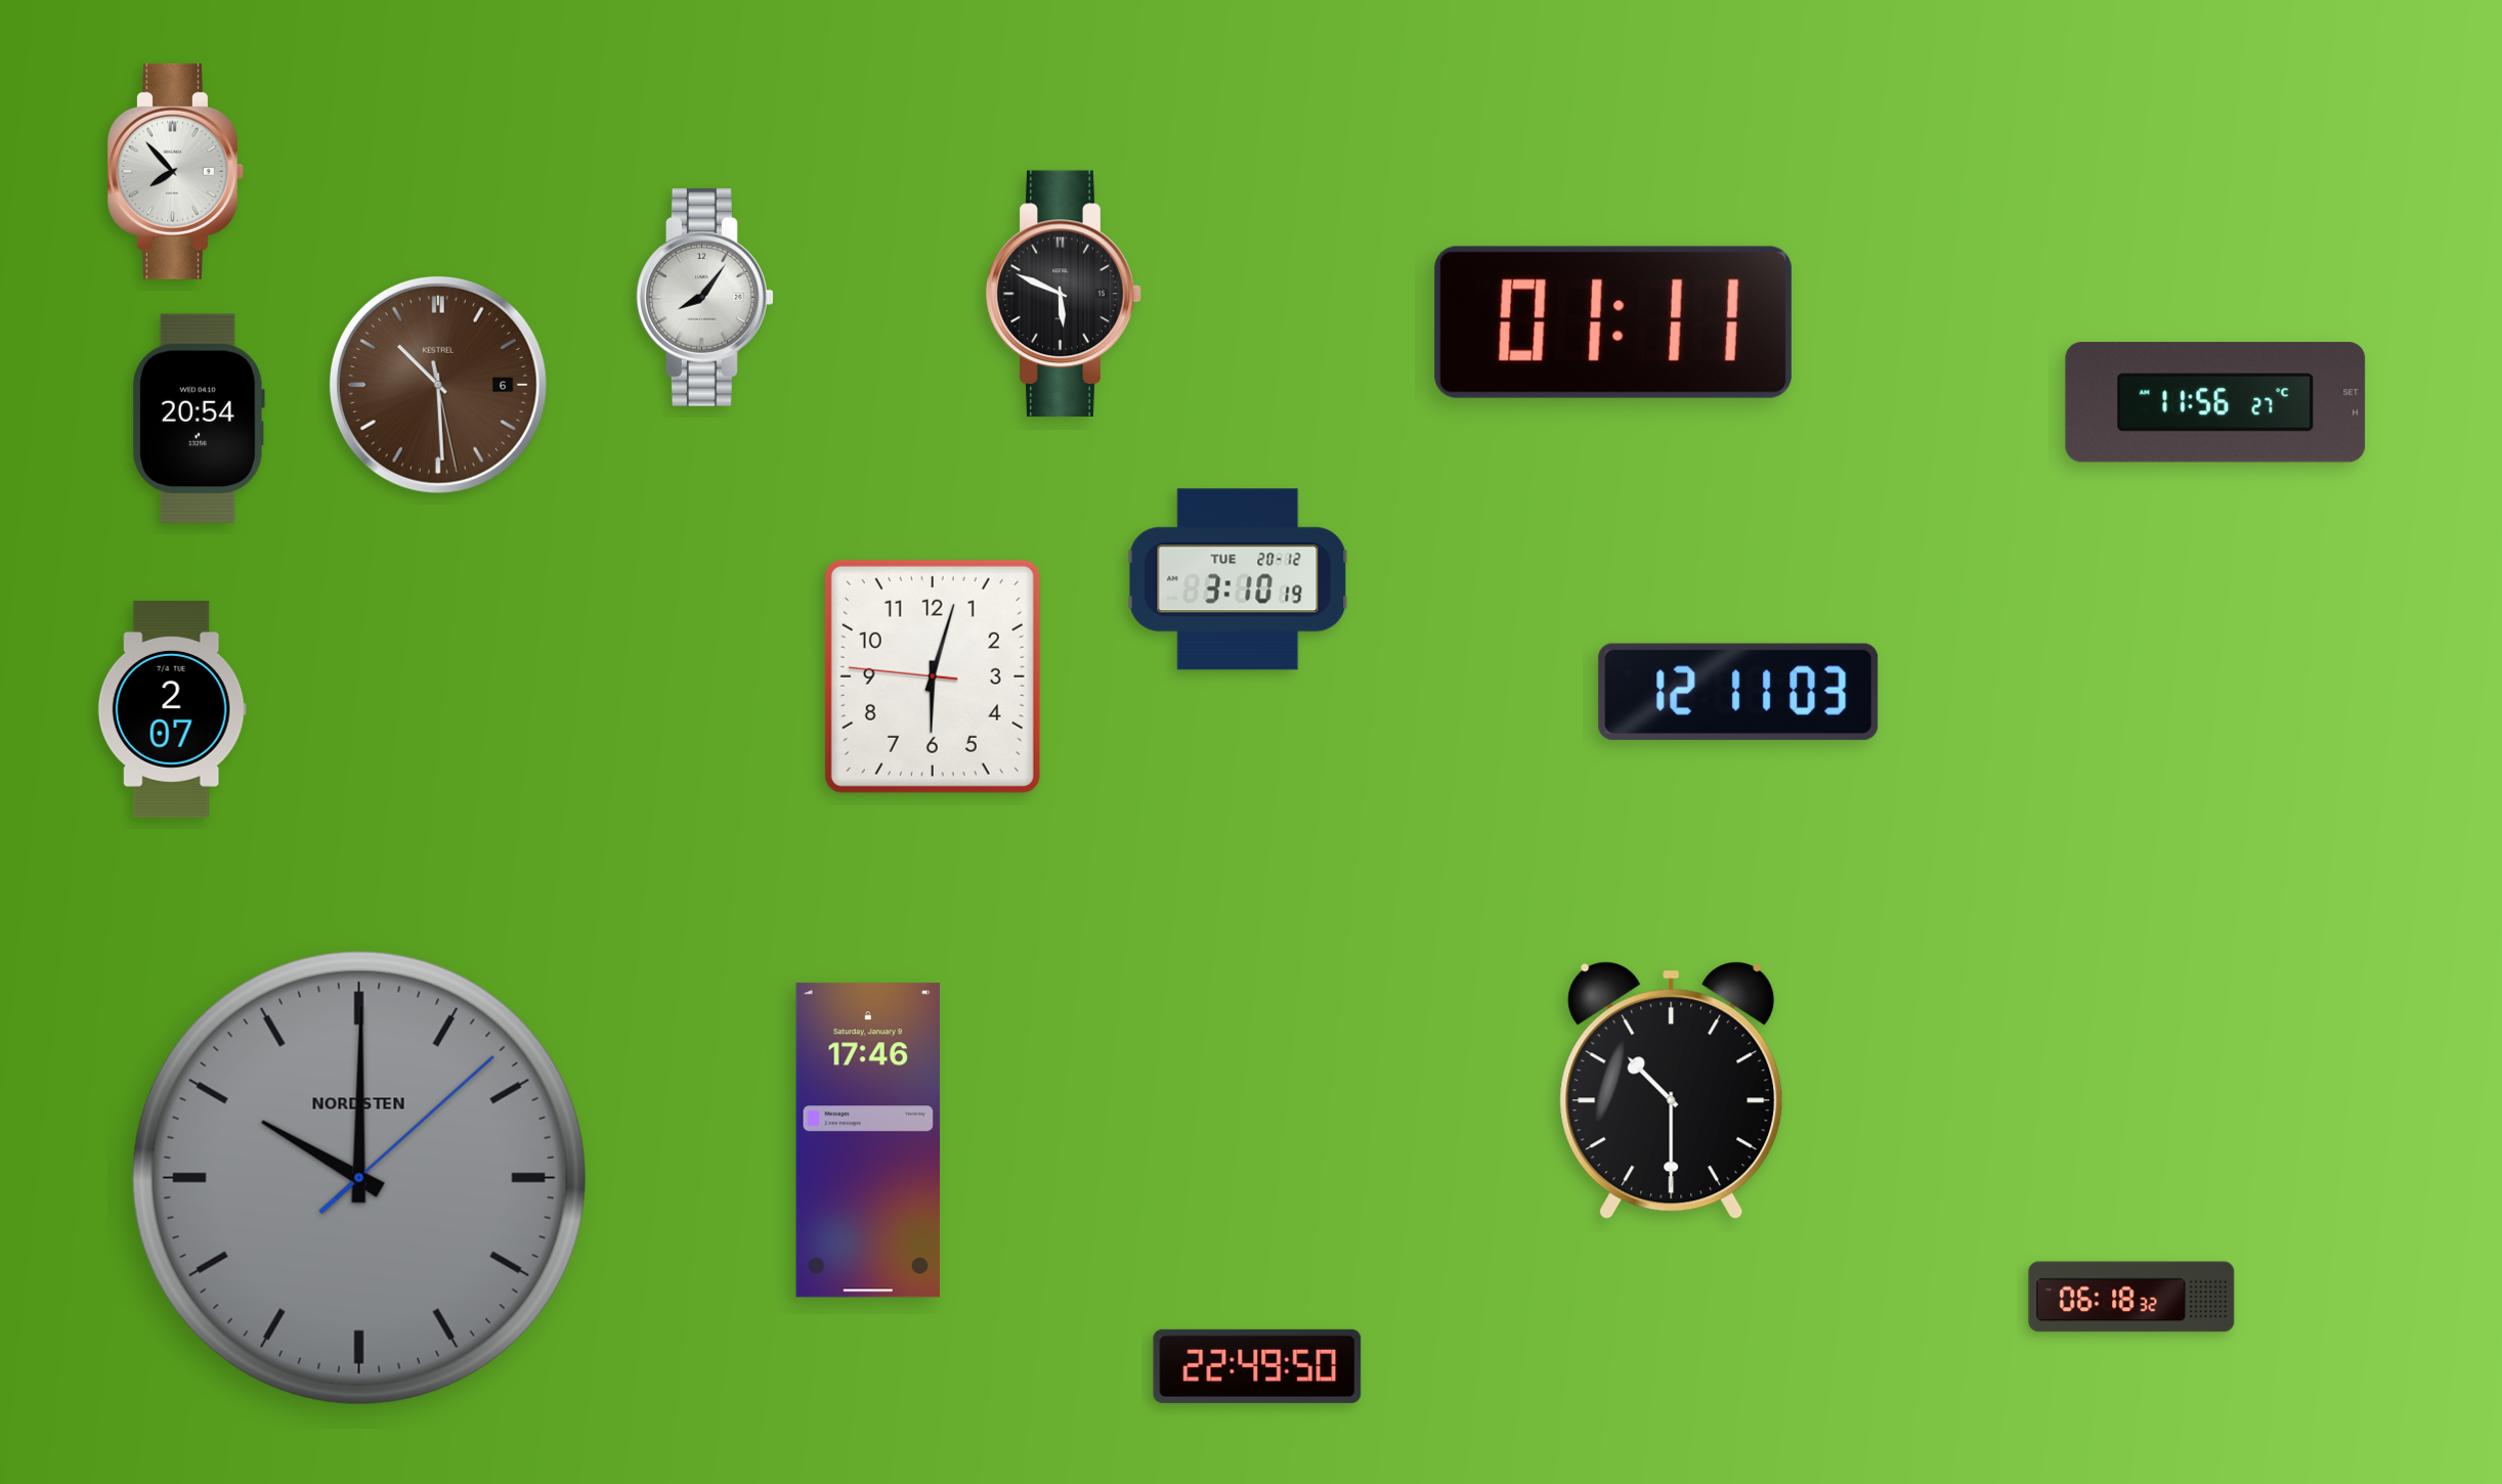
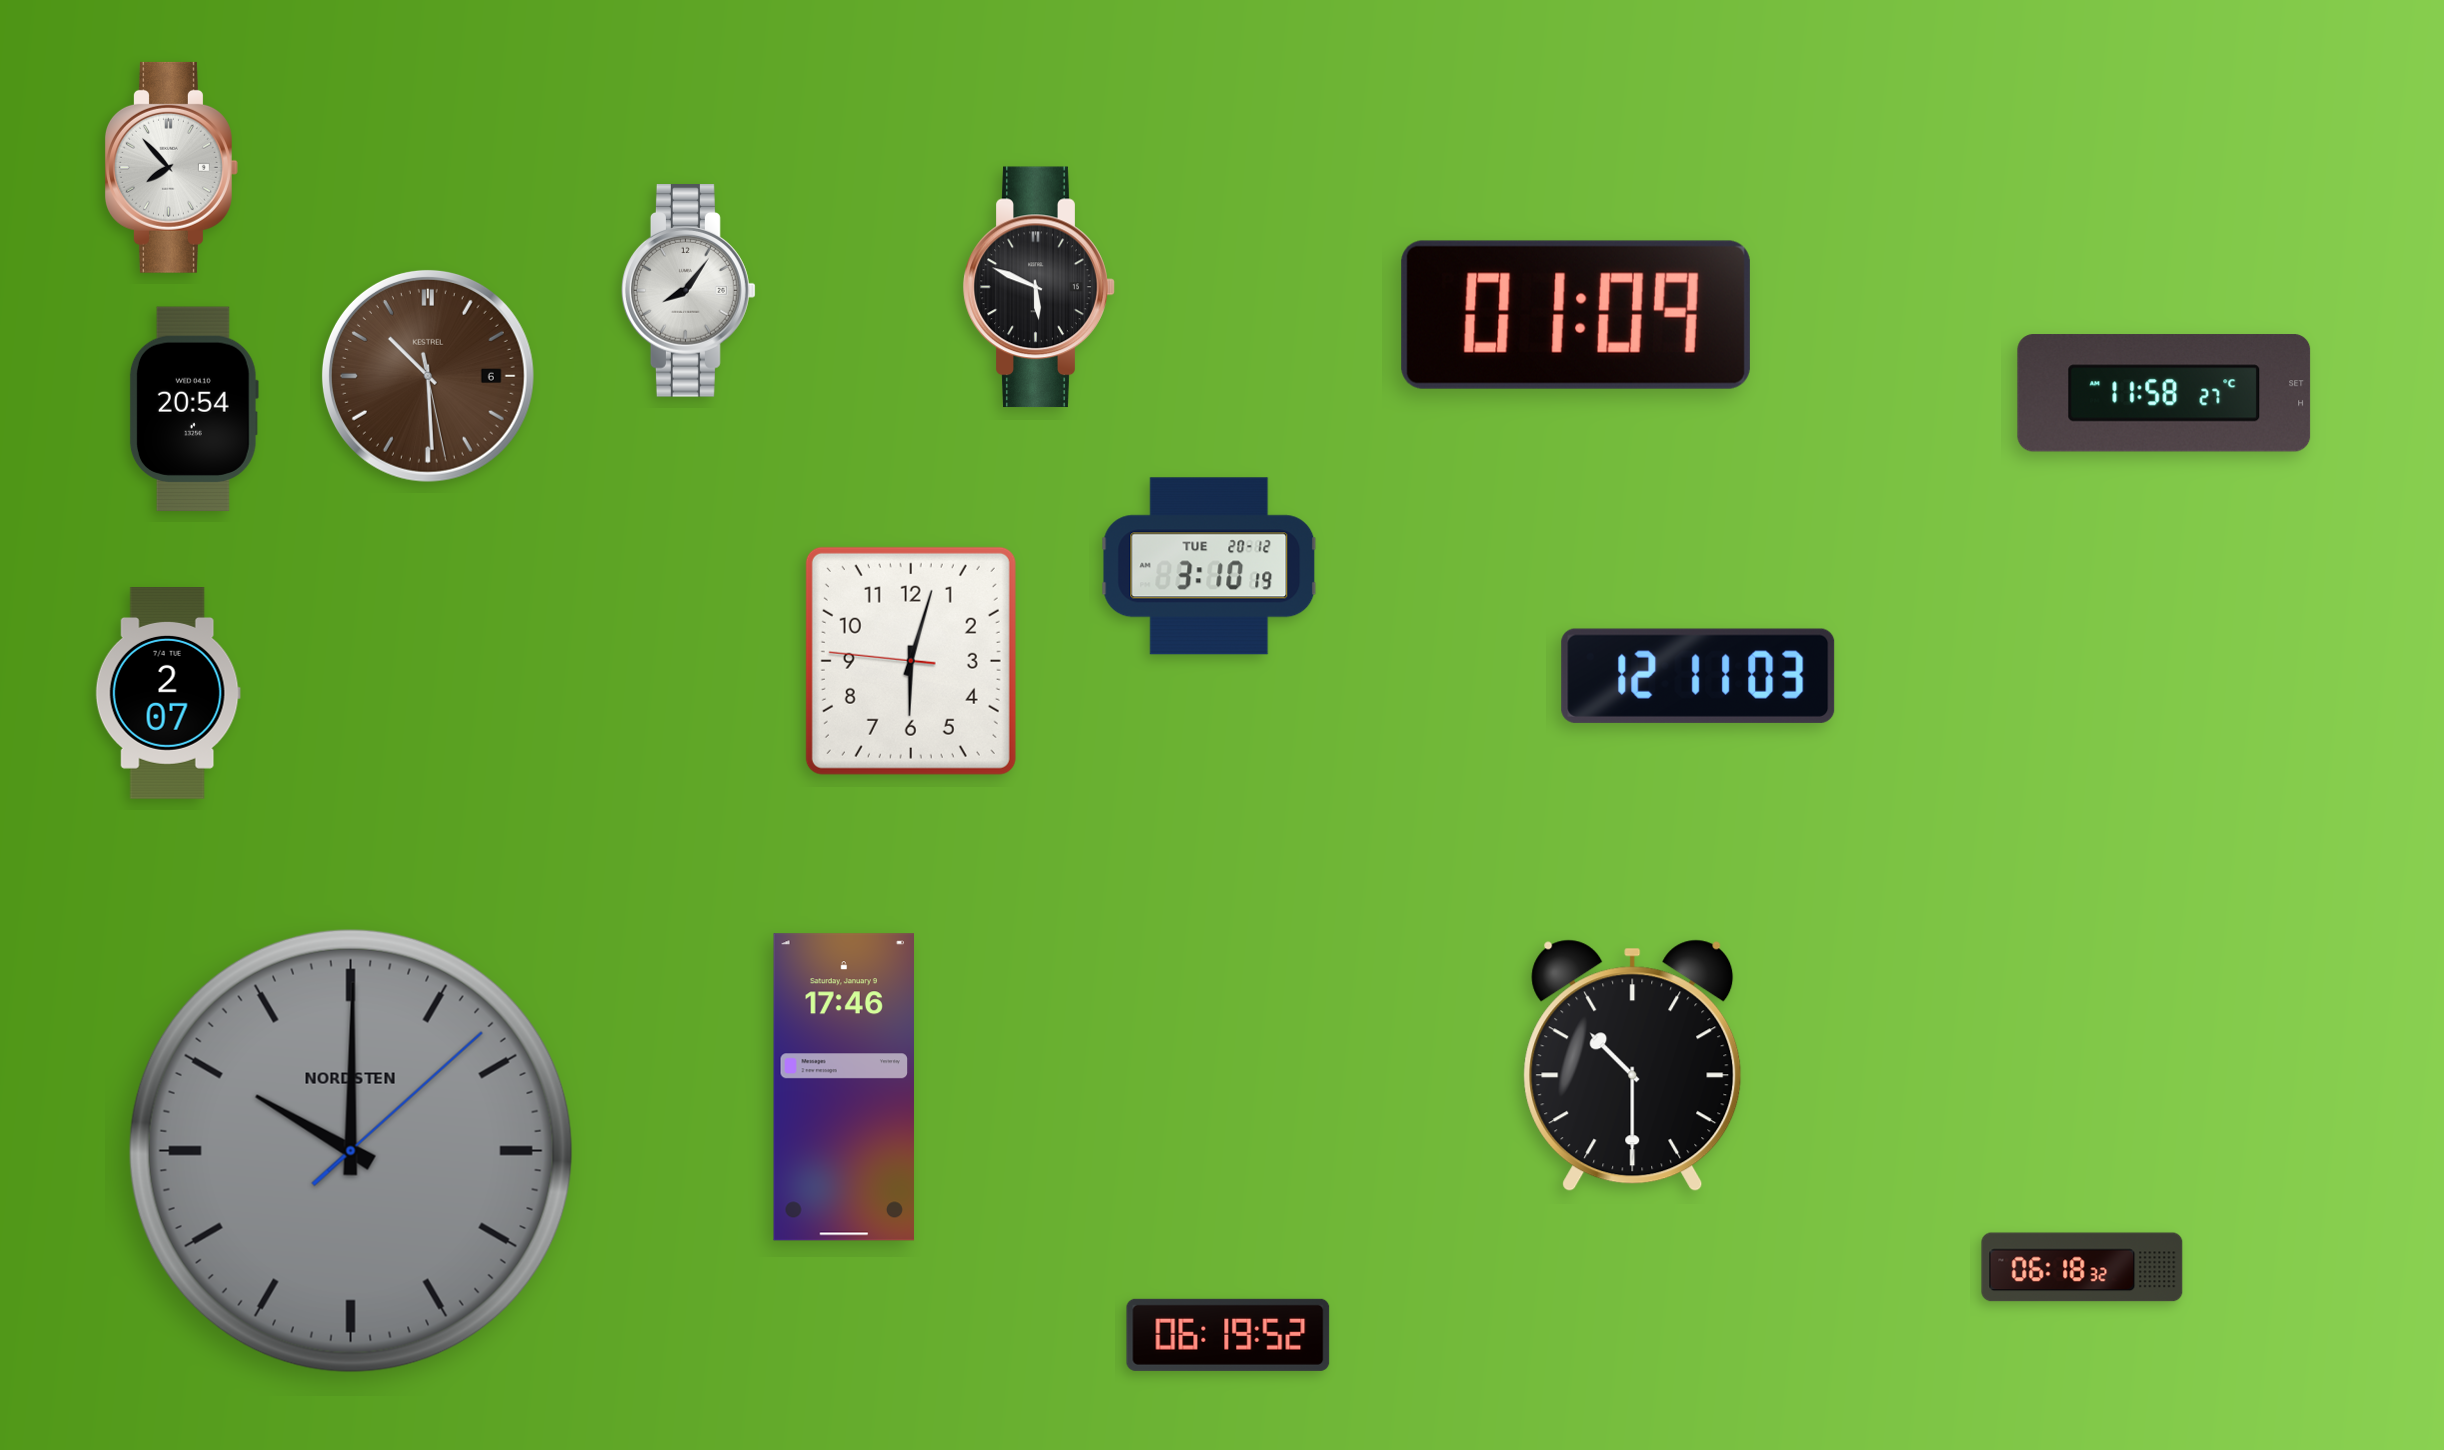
clock at (1613, 322): 01:11 -> 01:09
clock at (2215, 402): 11:56 -> 11:58
clock at (867, 1140) position: (867, 1140) -> (843, 1087)
clock at (1257, 1366): 22:49 -> 06:19
